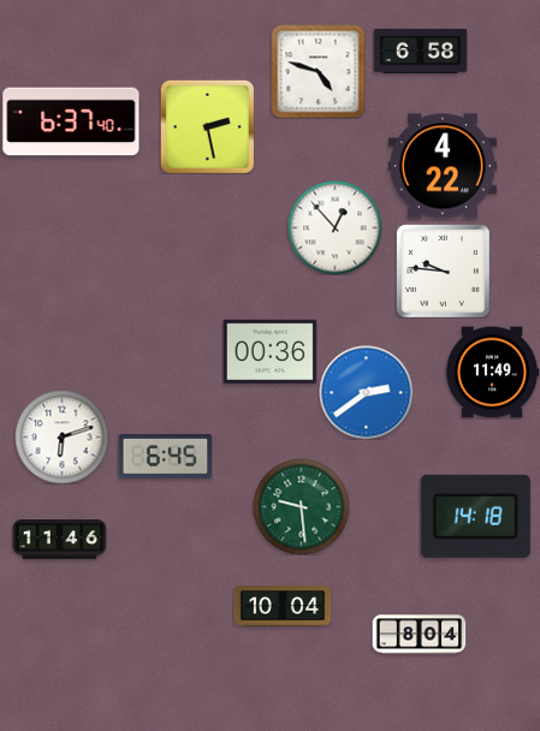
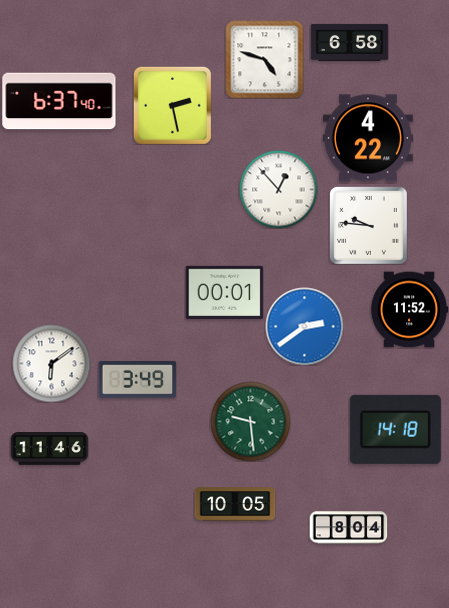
clock at (269, 351): 00:36 -> 00:01
clock at (492, 373): 11:49 -> 11:52
clock at (61, 436): 6:12 -> 6:09
clock at (165, 457): 6:45 -> 3:49
clock at (283, 606): 10:04 -> 10:05
